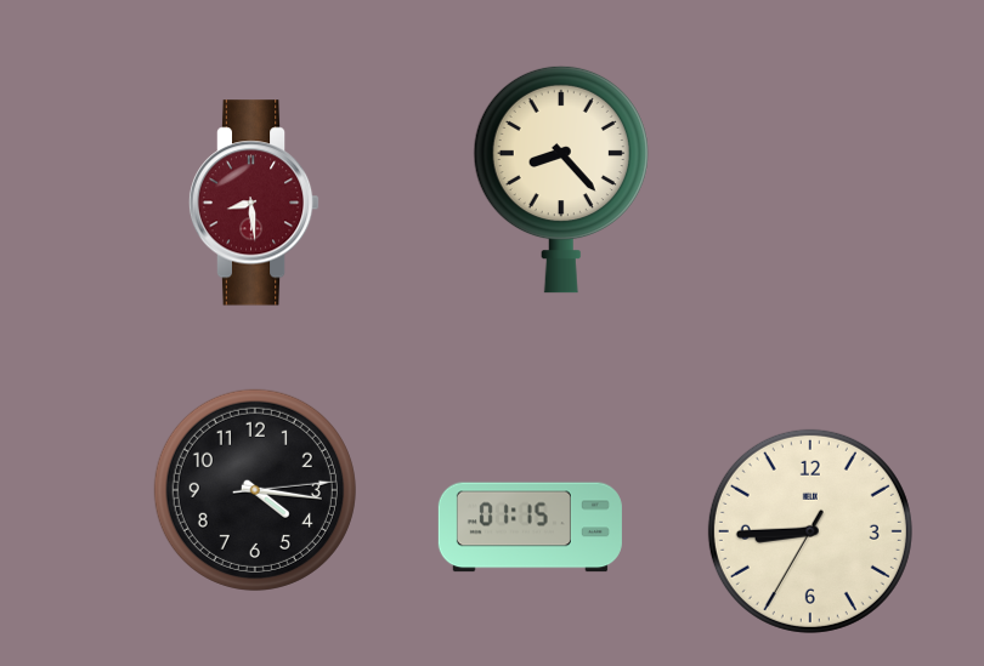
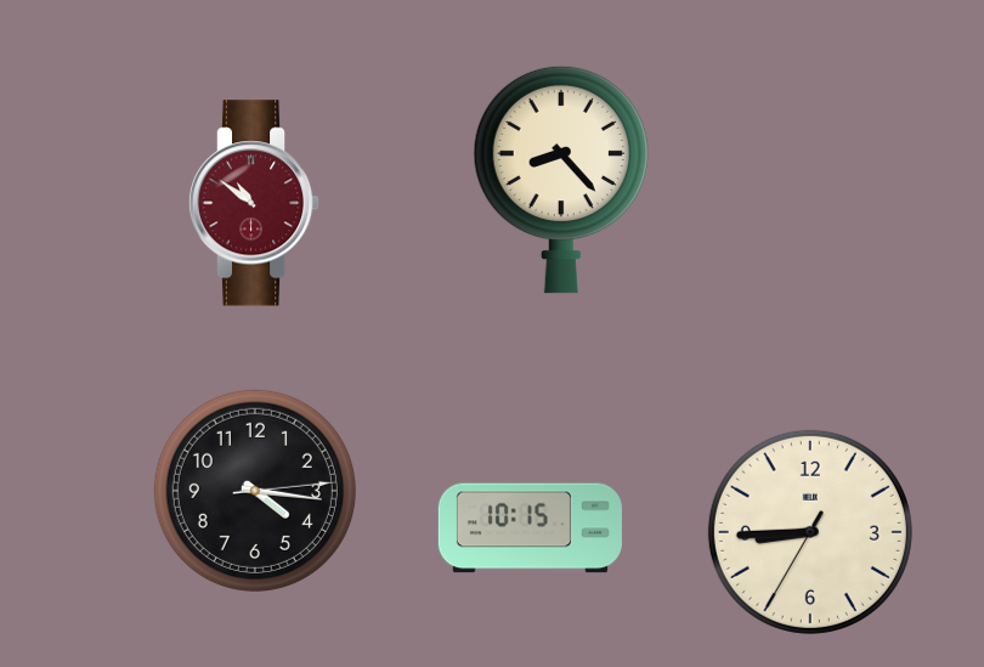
clock at (254, 203): 8:29 -> 10:51
clock at (530, 528): 01:15 -> 10:15
